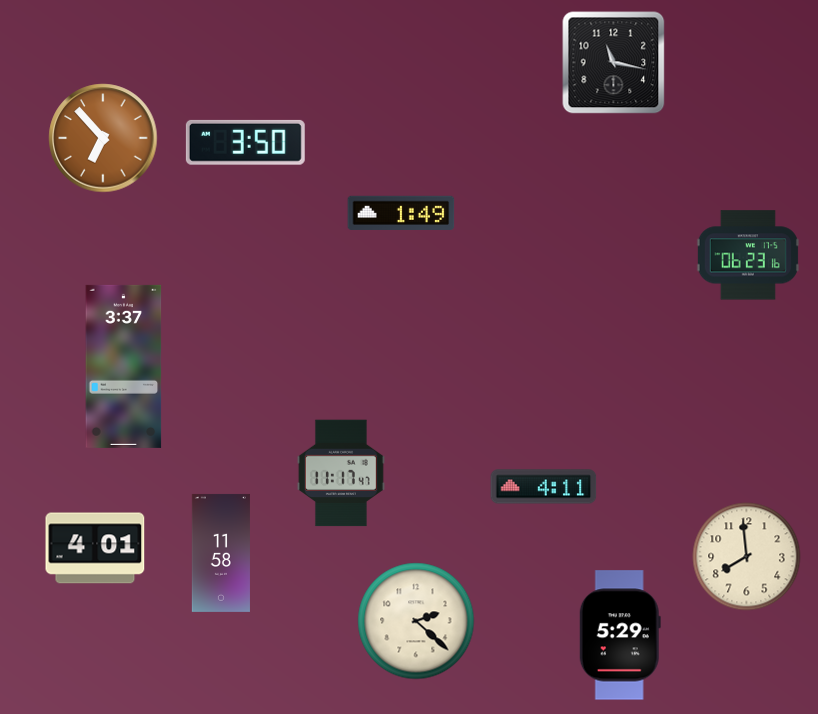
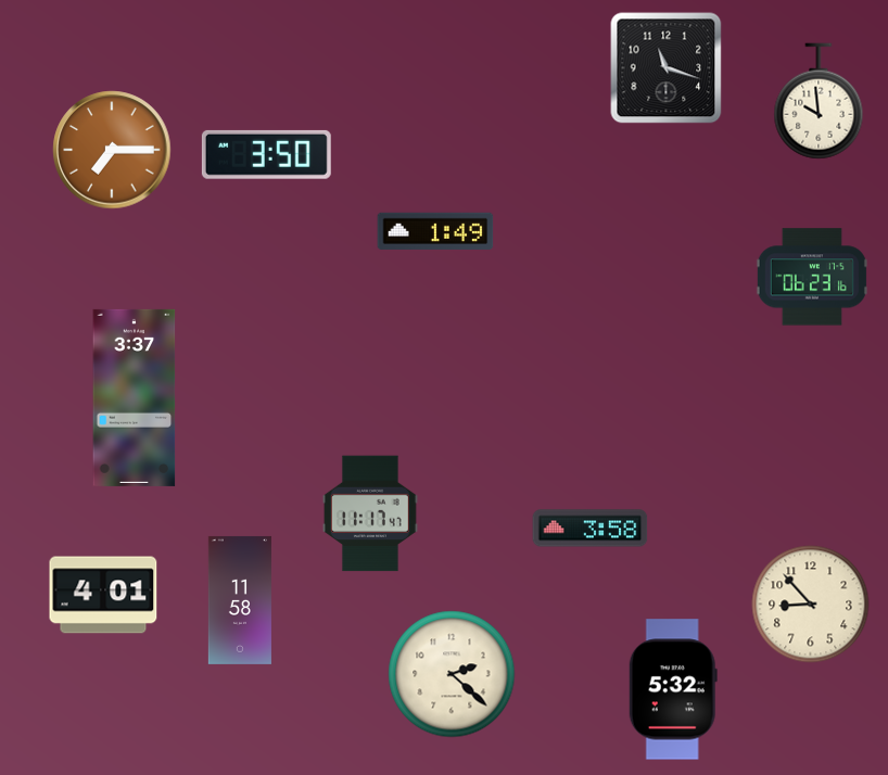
clock at (614, 63): 11:17 -> 11:18
clock at (819, 101): none -> 9:59
clock at (103, 138): 6:53 -> 7:15
clock at (544, 487): 4:11 -> 3:58
clock at (747, 557): 7:59 -> 8:53
clock at (620, 635): 5:29 -> 5:32
